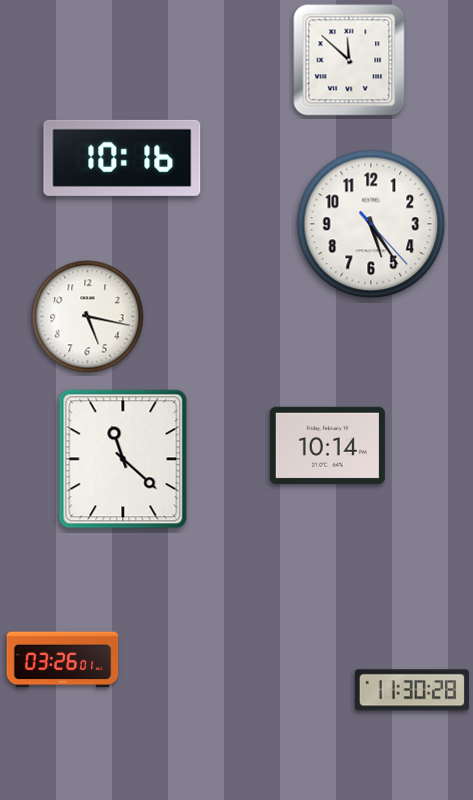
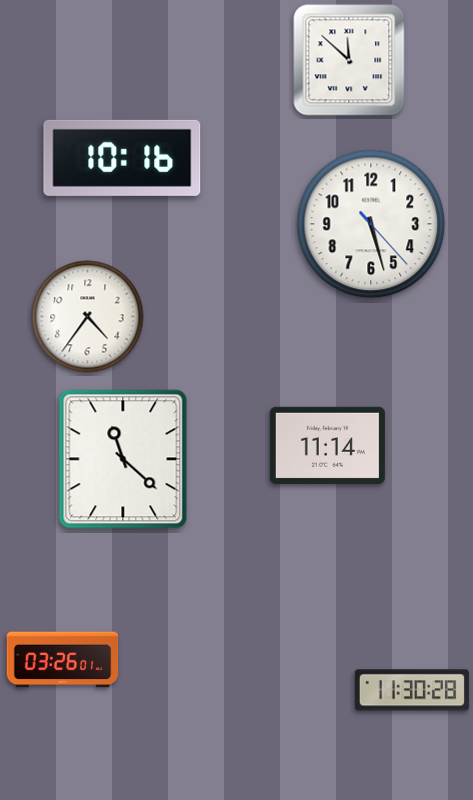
clock at (371, 224): 5:24 -> 5:27
clock at (88, 317): 5:17 -> 4:36
clock at (327, 445): 10:14 -> 11:14
